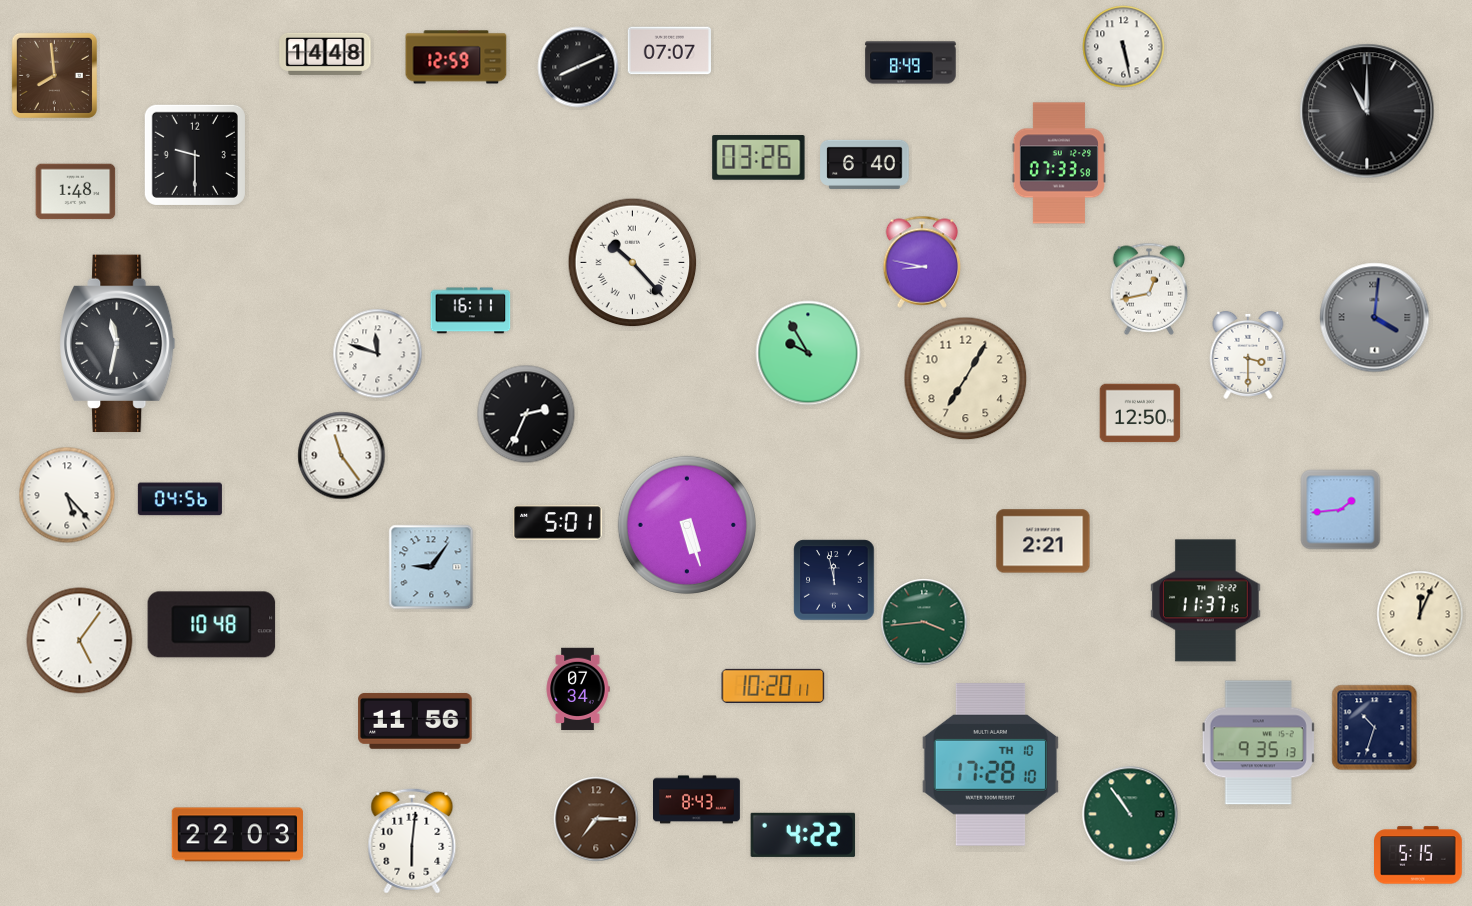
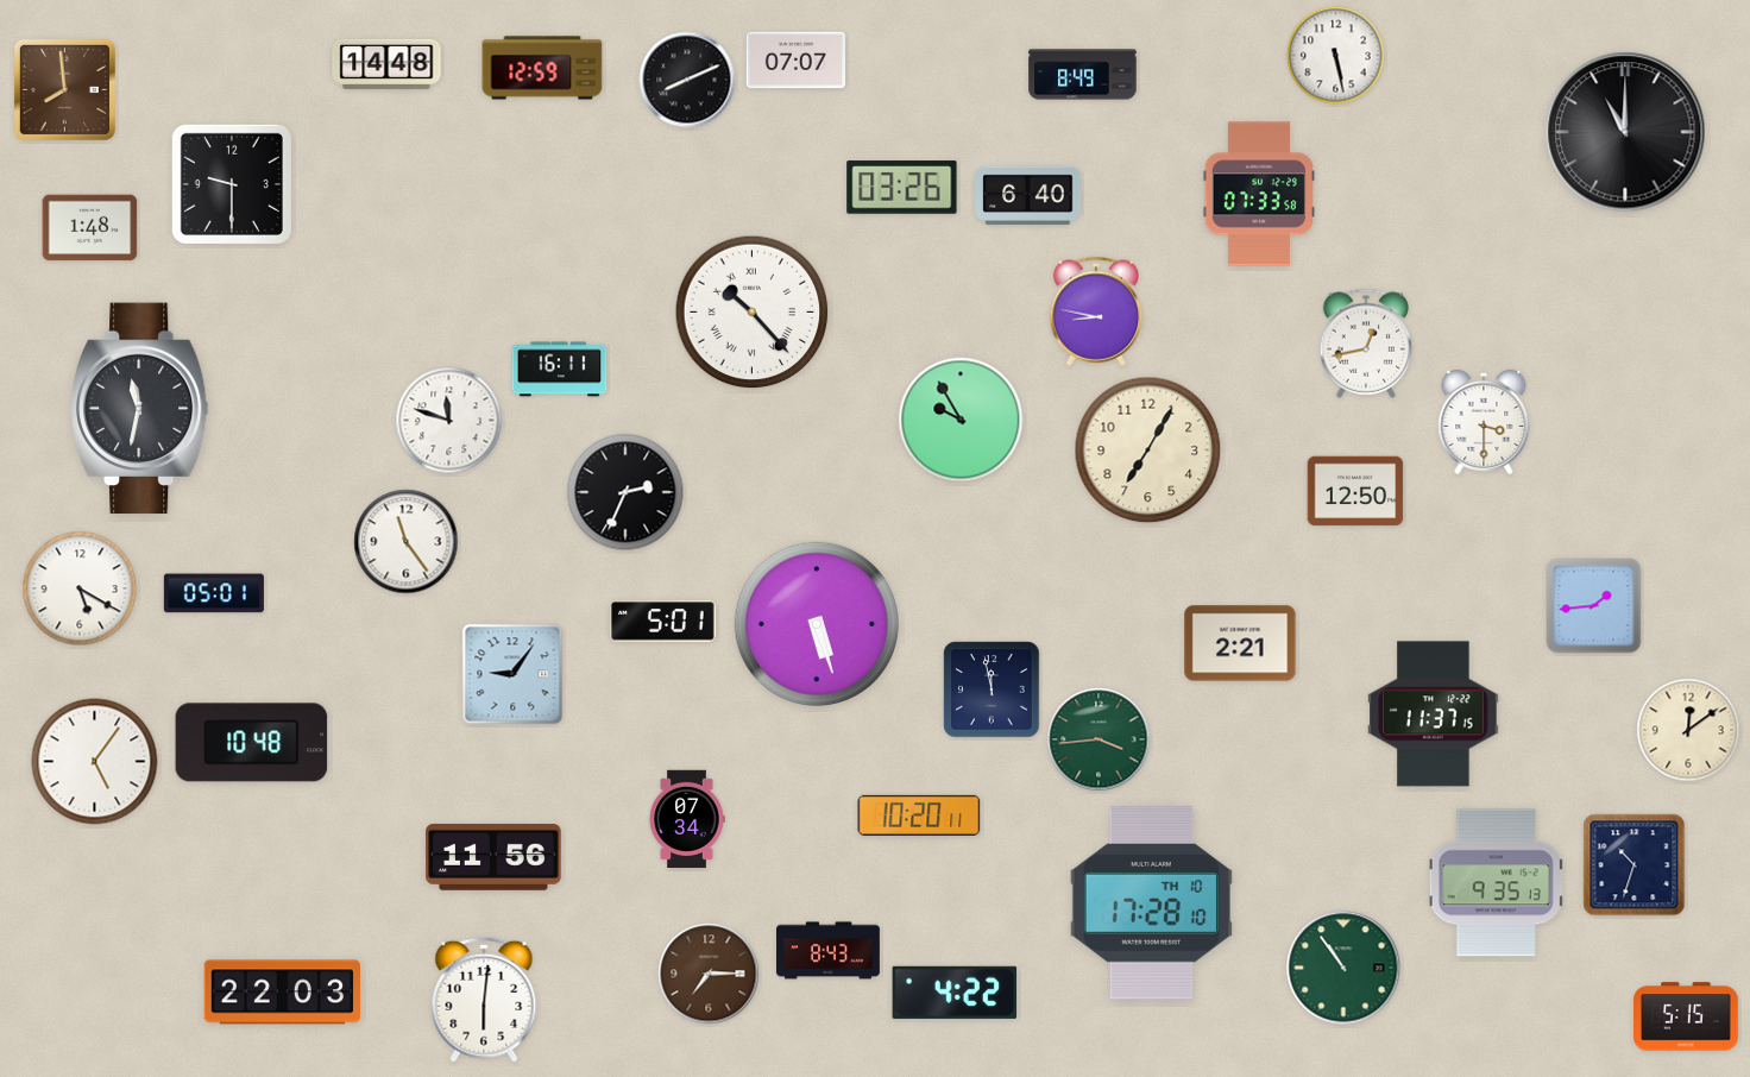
clock at (1375, 318): 4:01 -> none
clock at (67, 495): 5:23 -> 5:20
clock at (180, 499): 04:56 -> 05:01
clock at (1420, 614): 12:04 -> 12:09
clock at (990, 765) position: (990, 765) -> (1151, 903)
clock at (412, 841) position: (412, 841) -> (484, 1000)
